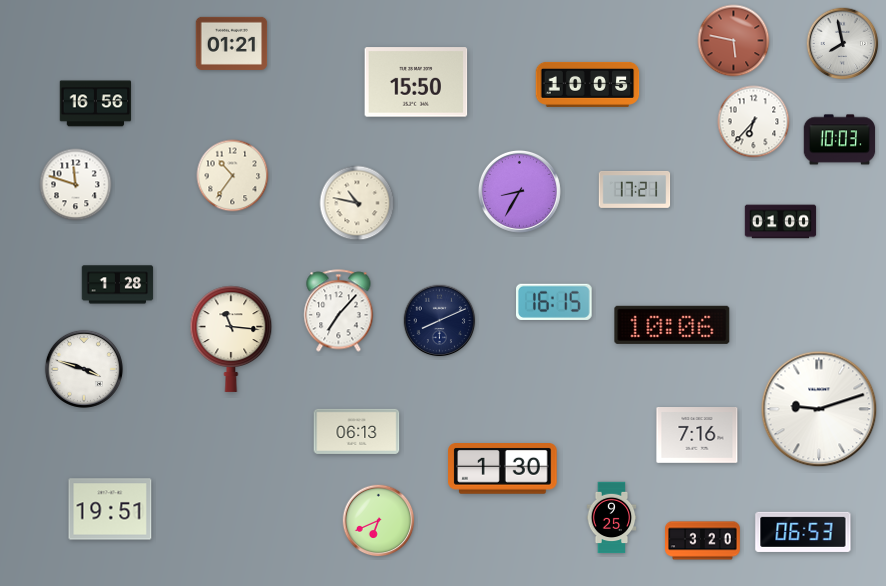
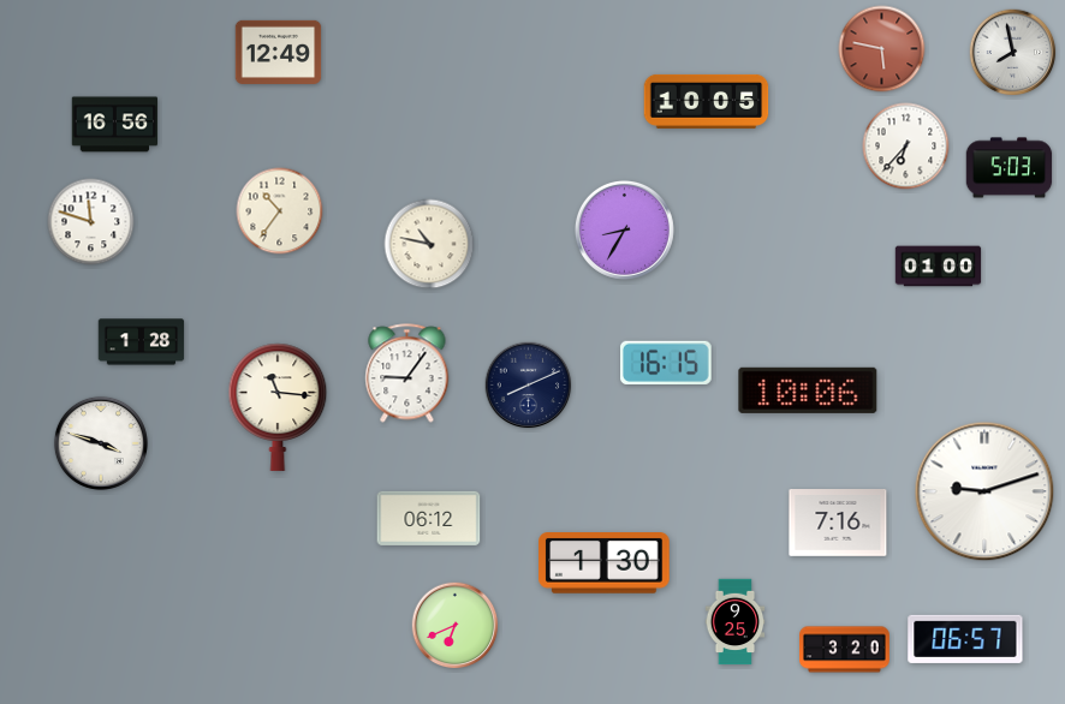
clock at (232, 43): 01:21 -> 12:49
clock at (416, 82): 15:50 -> none
clock at (840, 140): 10:03 -> 5:03
clock at (635, 189): 17:21 -> none
clock at (339, 311): 7:07 -> 9:06
clock at (357, 431): 06:13 -> 06:12
clock at (110, 509): 19:51 -> none
clock at (803, 532): 06:53 -> 06:57
